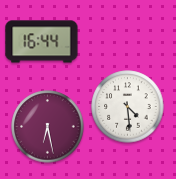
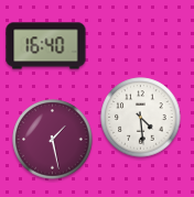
clock at (42, 42): 16:44 -> 16:40
clock at (48, 127): 6:28 -> 1:28
